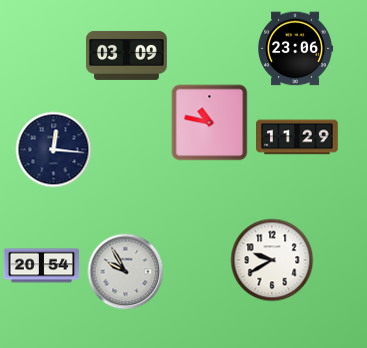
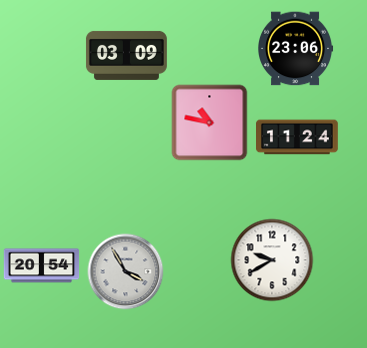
clock at (298, 137): 11:29 -> 11:24
clock at (54, 150): 12:16 -> none
clock at (126, 272): 9:55 -> 3:55
